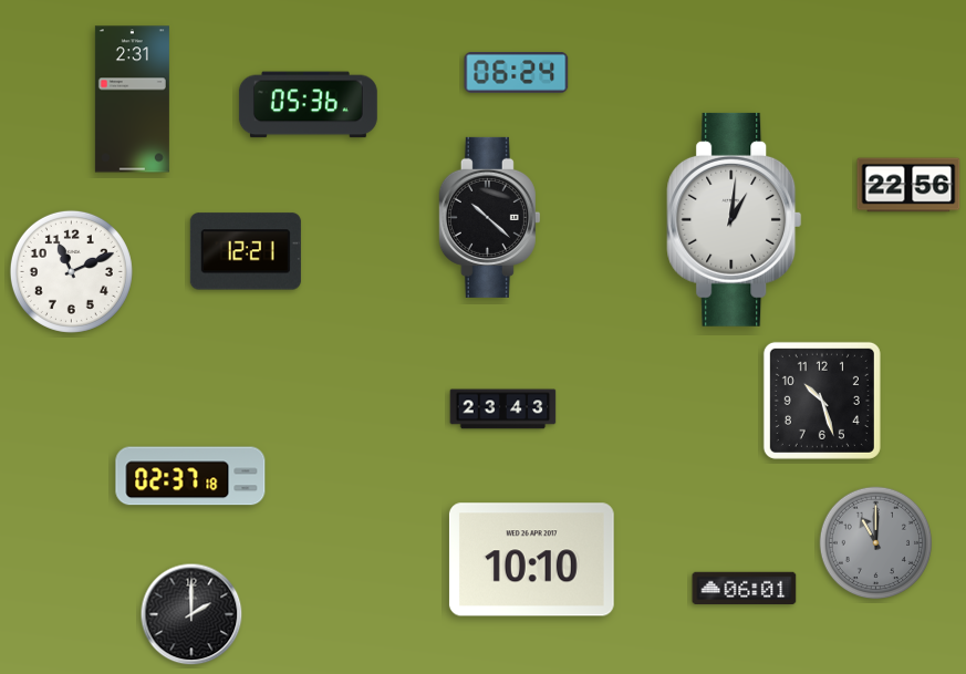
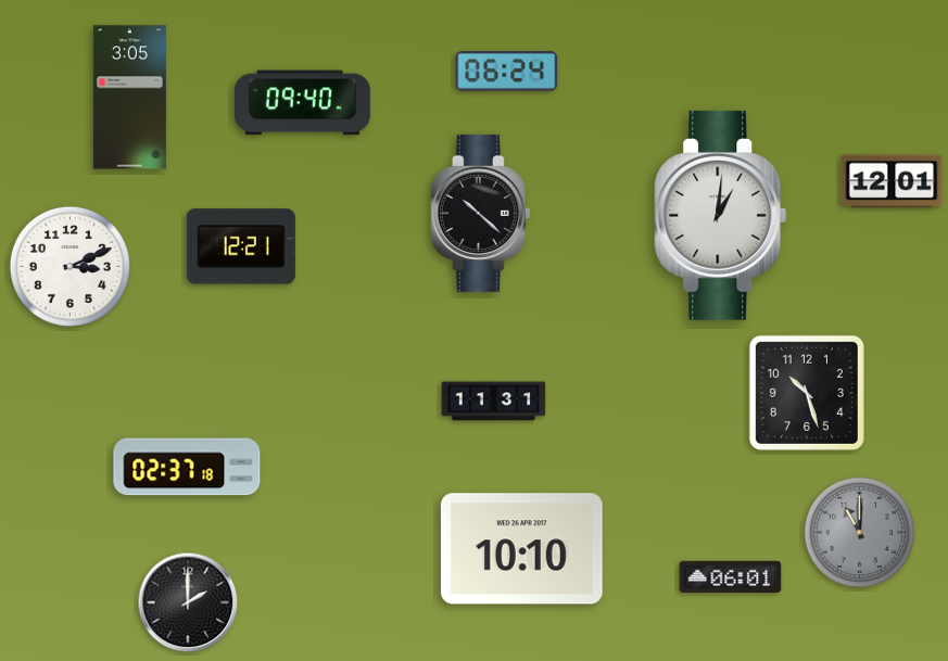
clock at (132, 100): 2:31 -> 3:05
clock at (308, 105): 05:36 -> 09:40
clock at (908, 185): 22:56 -> 12:01
clock at (71, 271): 11:11 -> 3:11
clock at (503, 409): 23:43 -> 11:31
